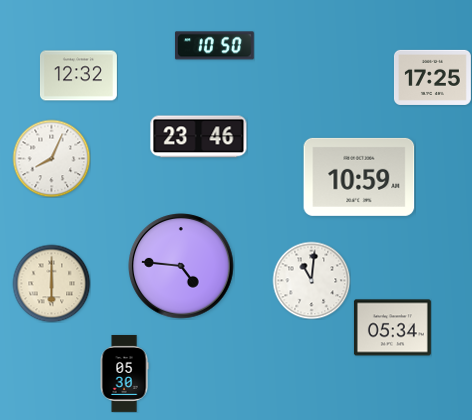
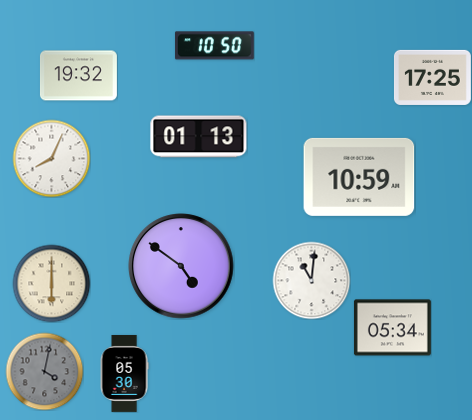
clock at (78, 76): 12:32 -> 19:32
clock at (199, 137): 23:46 -> 01:13
clock at (181, 266): 4:46 -> 4:51
clock at (44, 371): none -> 4:02
